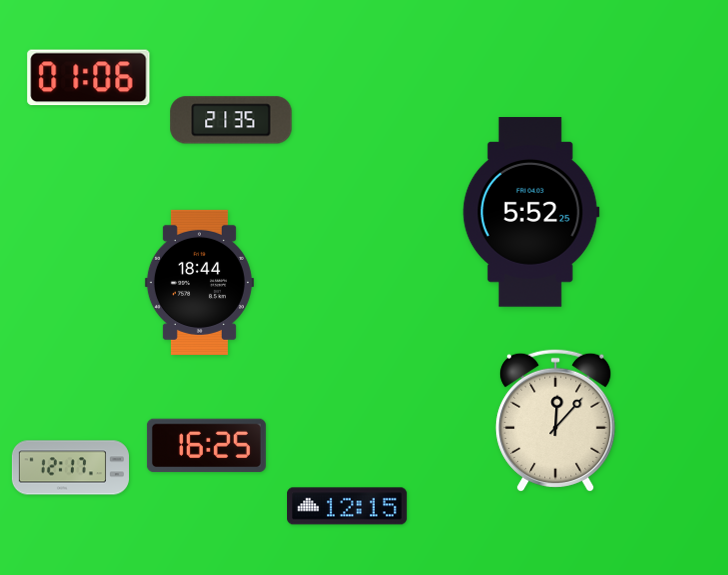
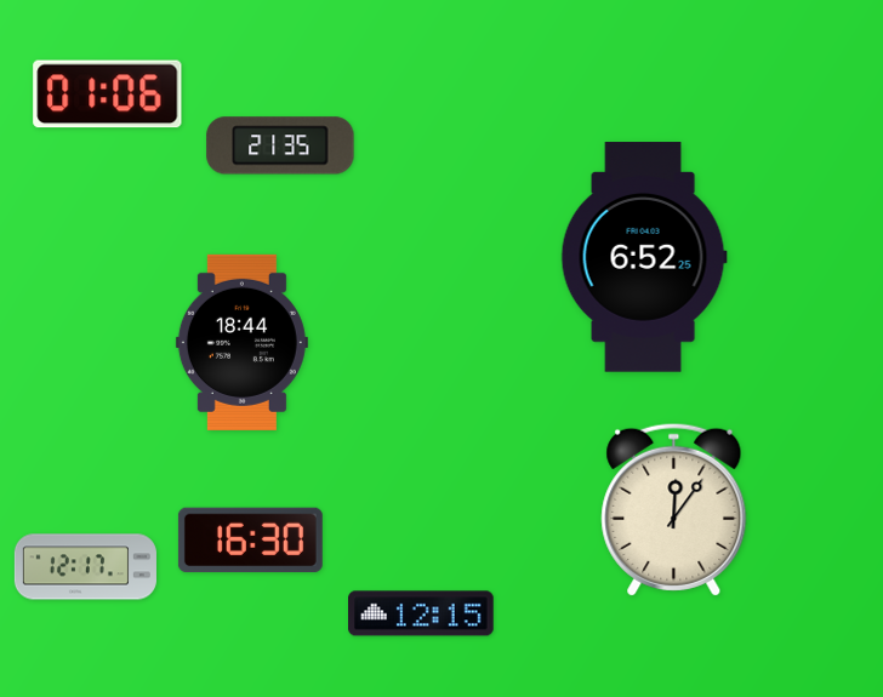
clock at (531, 212): 5:52 -> 6:52
clock at (556, 420): 12:07 -> 12:06
clock at (206, 446): 16:25 -> 16:30
